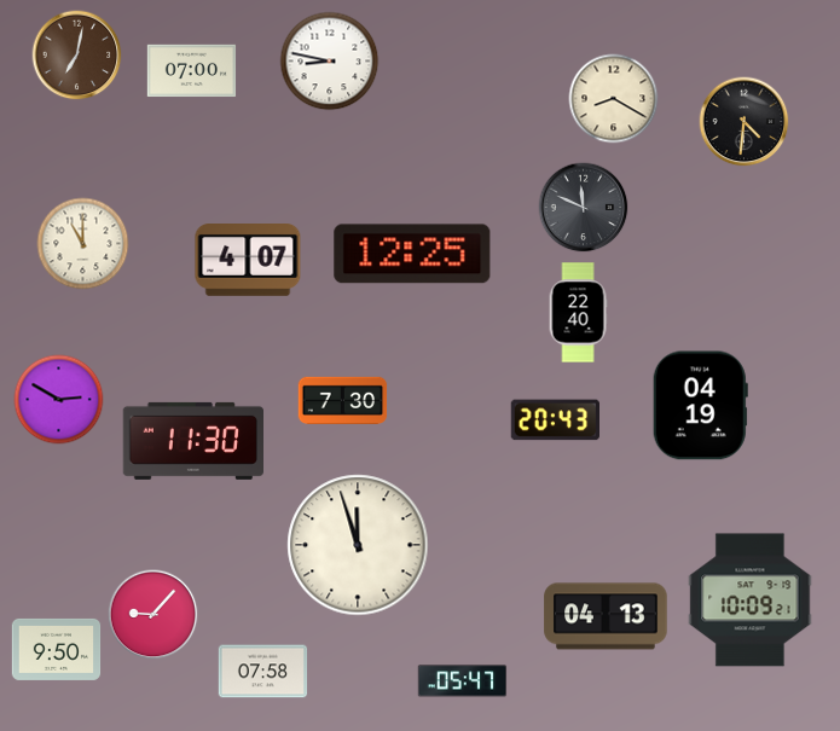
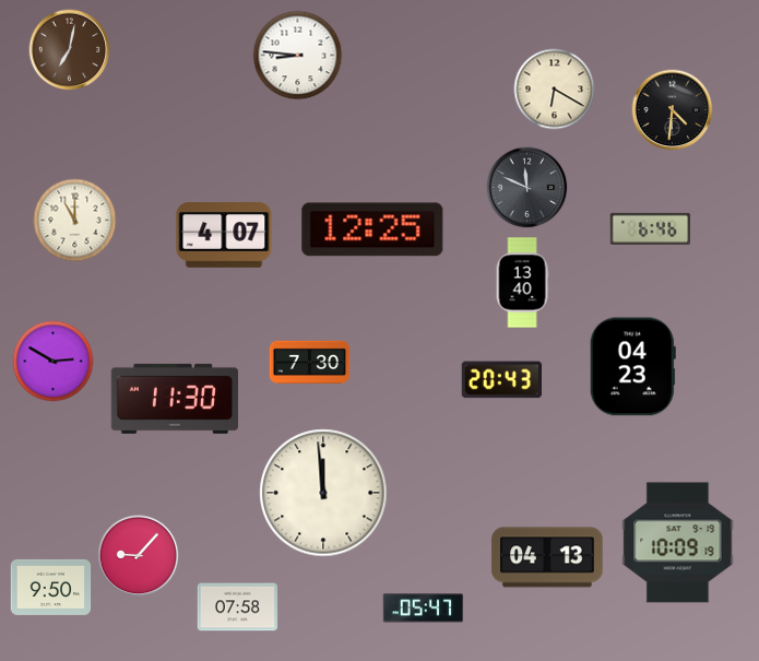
clock at (330, 62): 8:47 -> 8:46
clock at (192, 71): 07:00 -> none
clock at (614, 99): 8:20 -> 6:20
clock at (650, 228): none -> 6:46
clock at (578, 313): 22:40 -> 13:40
clock at (700, 406): 04:19 -> 04:23
clock at (358, 545): 11:57 -> 11:59
clock at (751, 601): 10:09:21 -> 10:09:19
clock at (463, 681) position: (463, 681) -> (424, 609)
